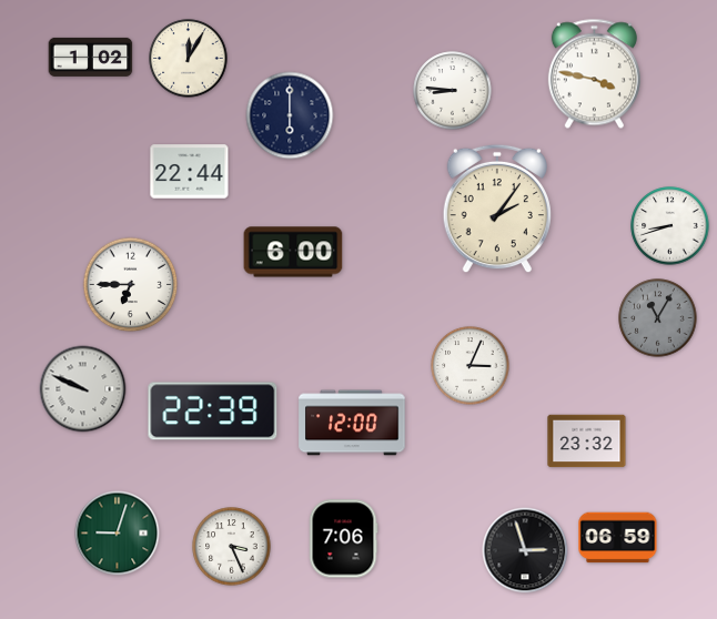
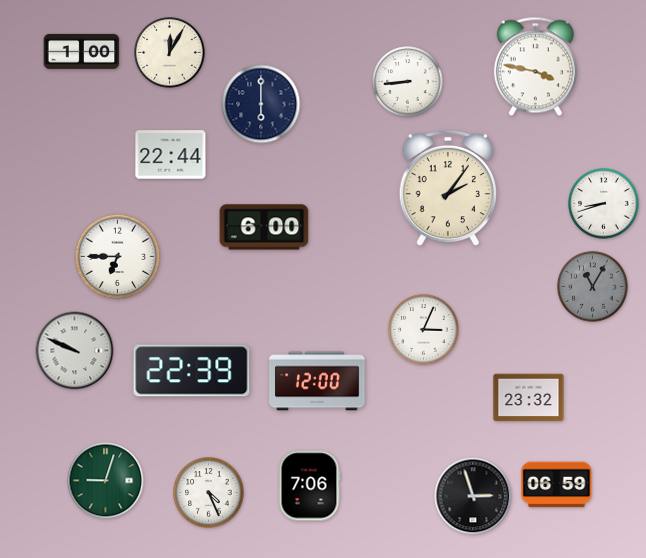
clock at (91, 57): 1:02 -> 1:00
clock at (453, 91): 8:46 -> 8:44
clock at (232, 547): 3:26 -> 4:26
